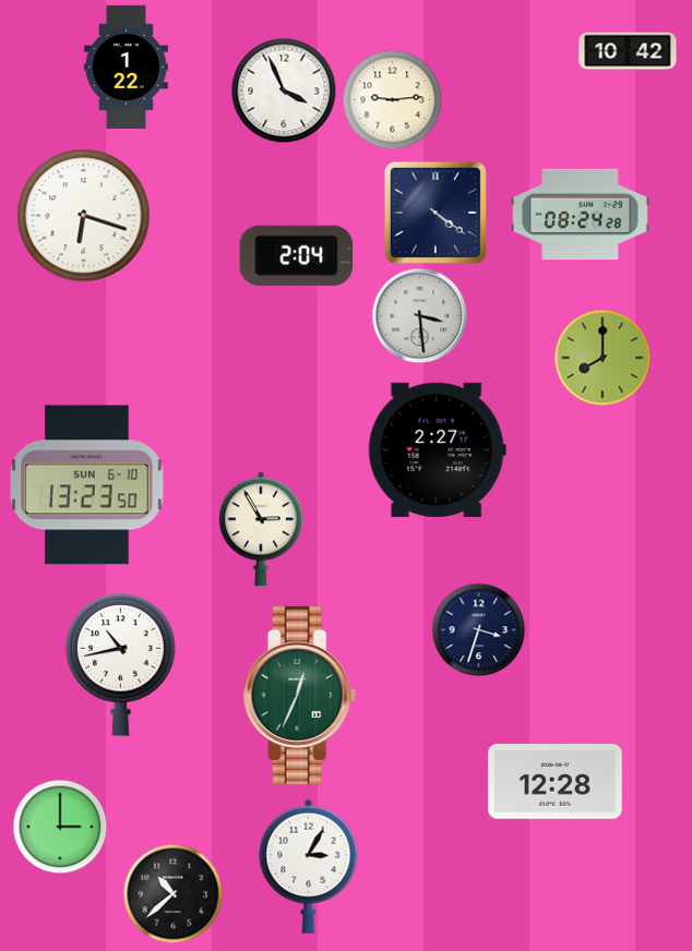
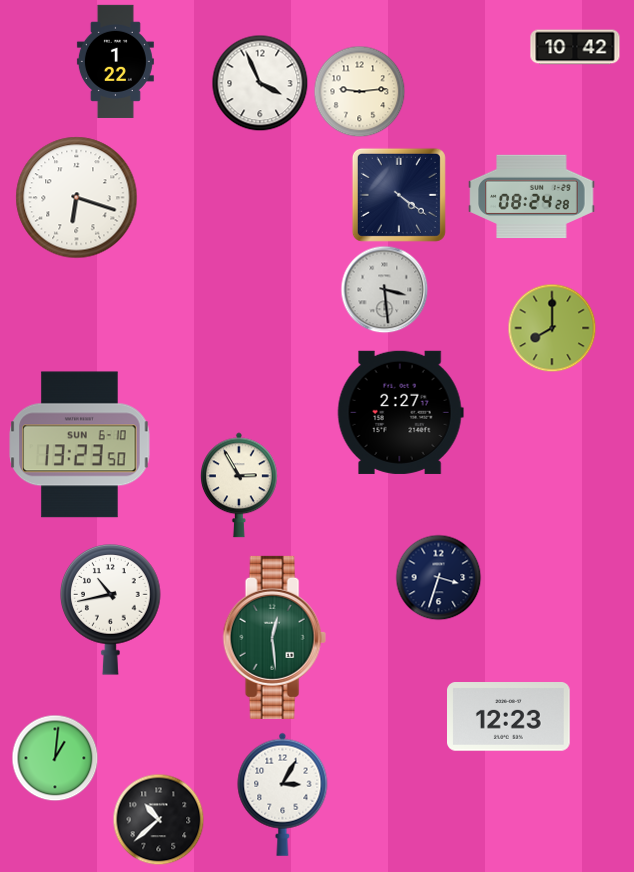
clock at (297, 255): 2:04 -> none
clock at (299, 695): 12:34 -> 12:29
clock at (556, 782): 12:28 -> 12:23
clock at (60, 827): 3:00 -> 1:01
